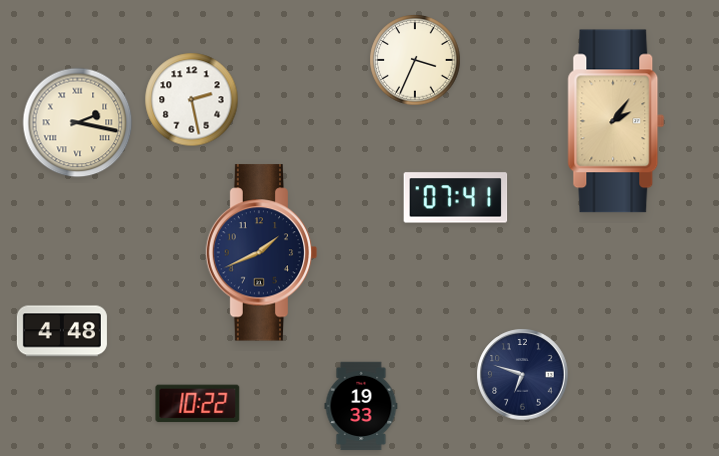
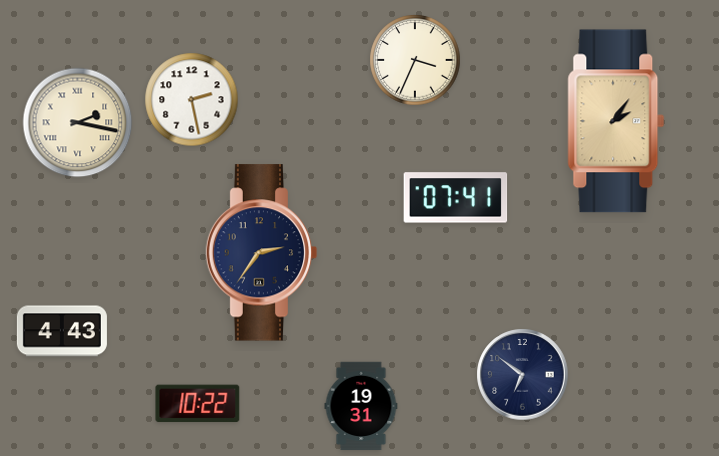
clock at (262, 253): 1:41 -> 2:36
clock at (62, 331): 4:48 -> 4:43
clock at (523, 375): 6:48 -> 6:51
clock at (361, 406): 19:33 -> 19:31
